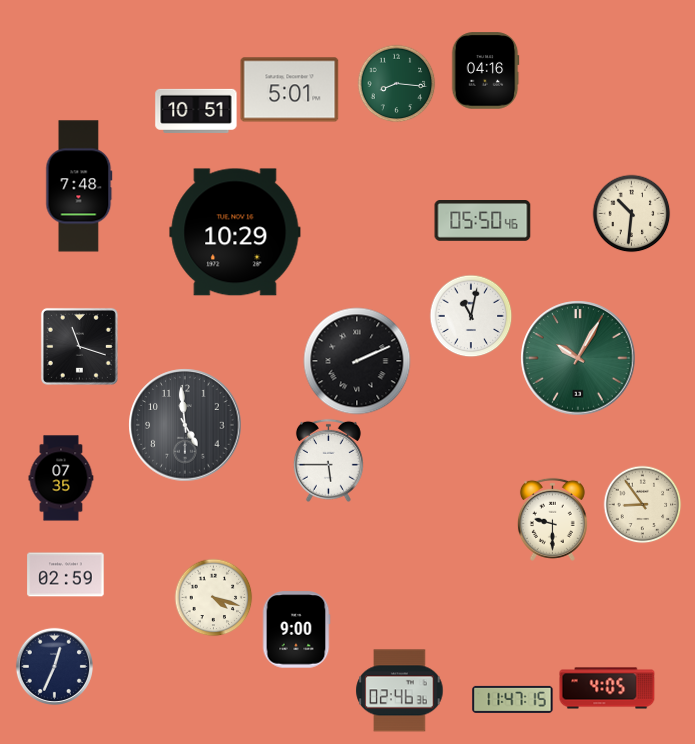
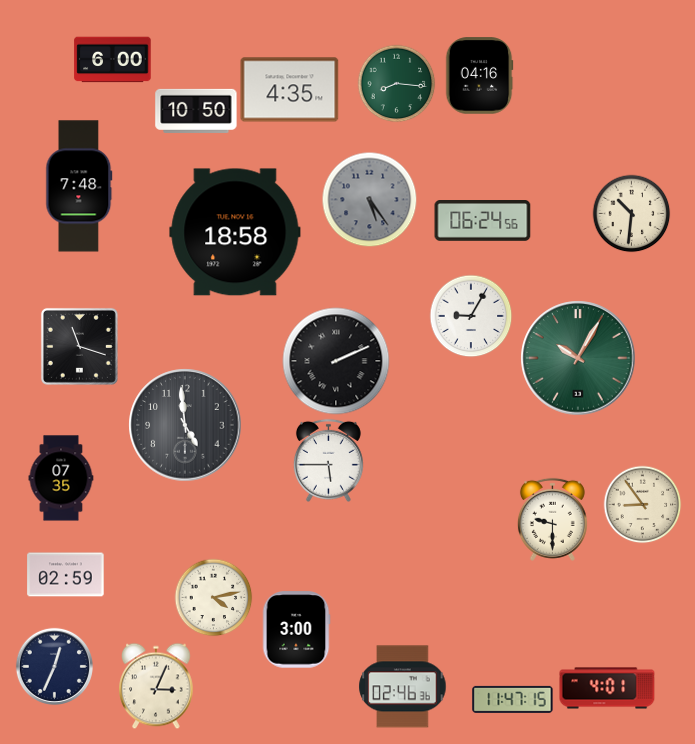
clock at (113, 60): none -> 6:00
clock at (485, 71) position: (485, 71) -> (479, 76)
clock at (290, 90): 5:01 -> 4:35
clock at (196, 111): 10:51 -> 10:50
clock at (369, 199): none -> 5:24
clock at (483, 221): 05:50 -> 06:24
clock at (235, 232): 10:29 -> 18:58
clock at (471, 316): 11:02 -> 9:05
clock at (357, 361) position: (357, 361) -> (336, 361)
clock at (213, 597): 4:18 -> 4:13
clock at (296, 630): 9:00 -> 3:00
clock at (156, 686): none -> 3:04
clock at (607, 688): 4:05 -> 4:01
clock at (400, 691) position: (400, 691) -> (403, 687)
